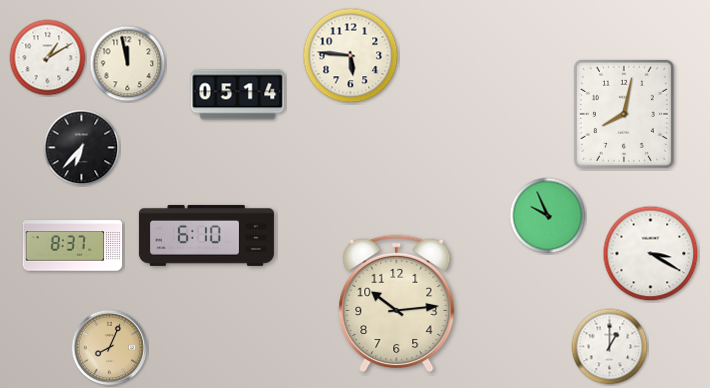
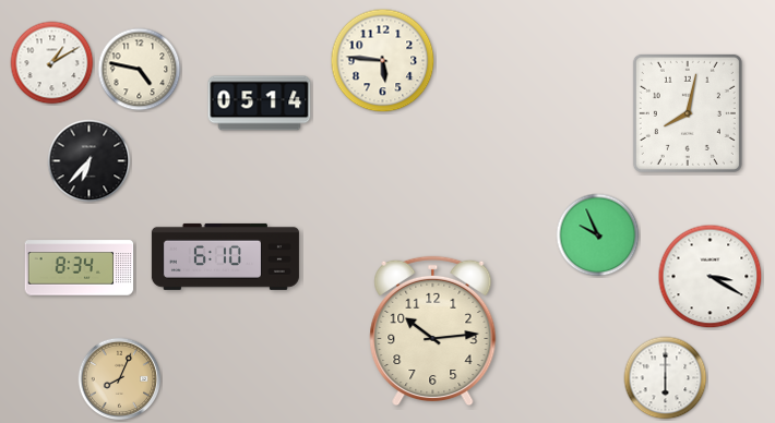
clock at (128, 64): 11:58 -> 4:47
clock at (624, 114) position: (624, 114) -> (688, 113)
clock at (73, 246): 8:37 -> 8:34
clock at (610, 347): 1:00 -> 6:00
